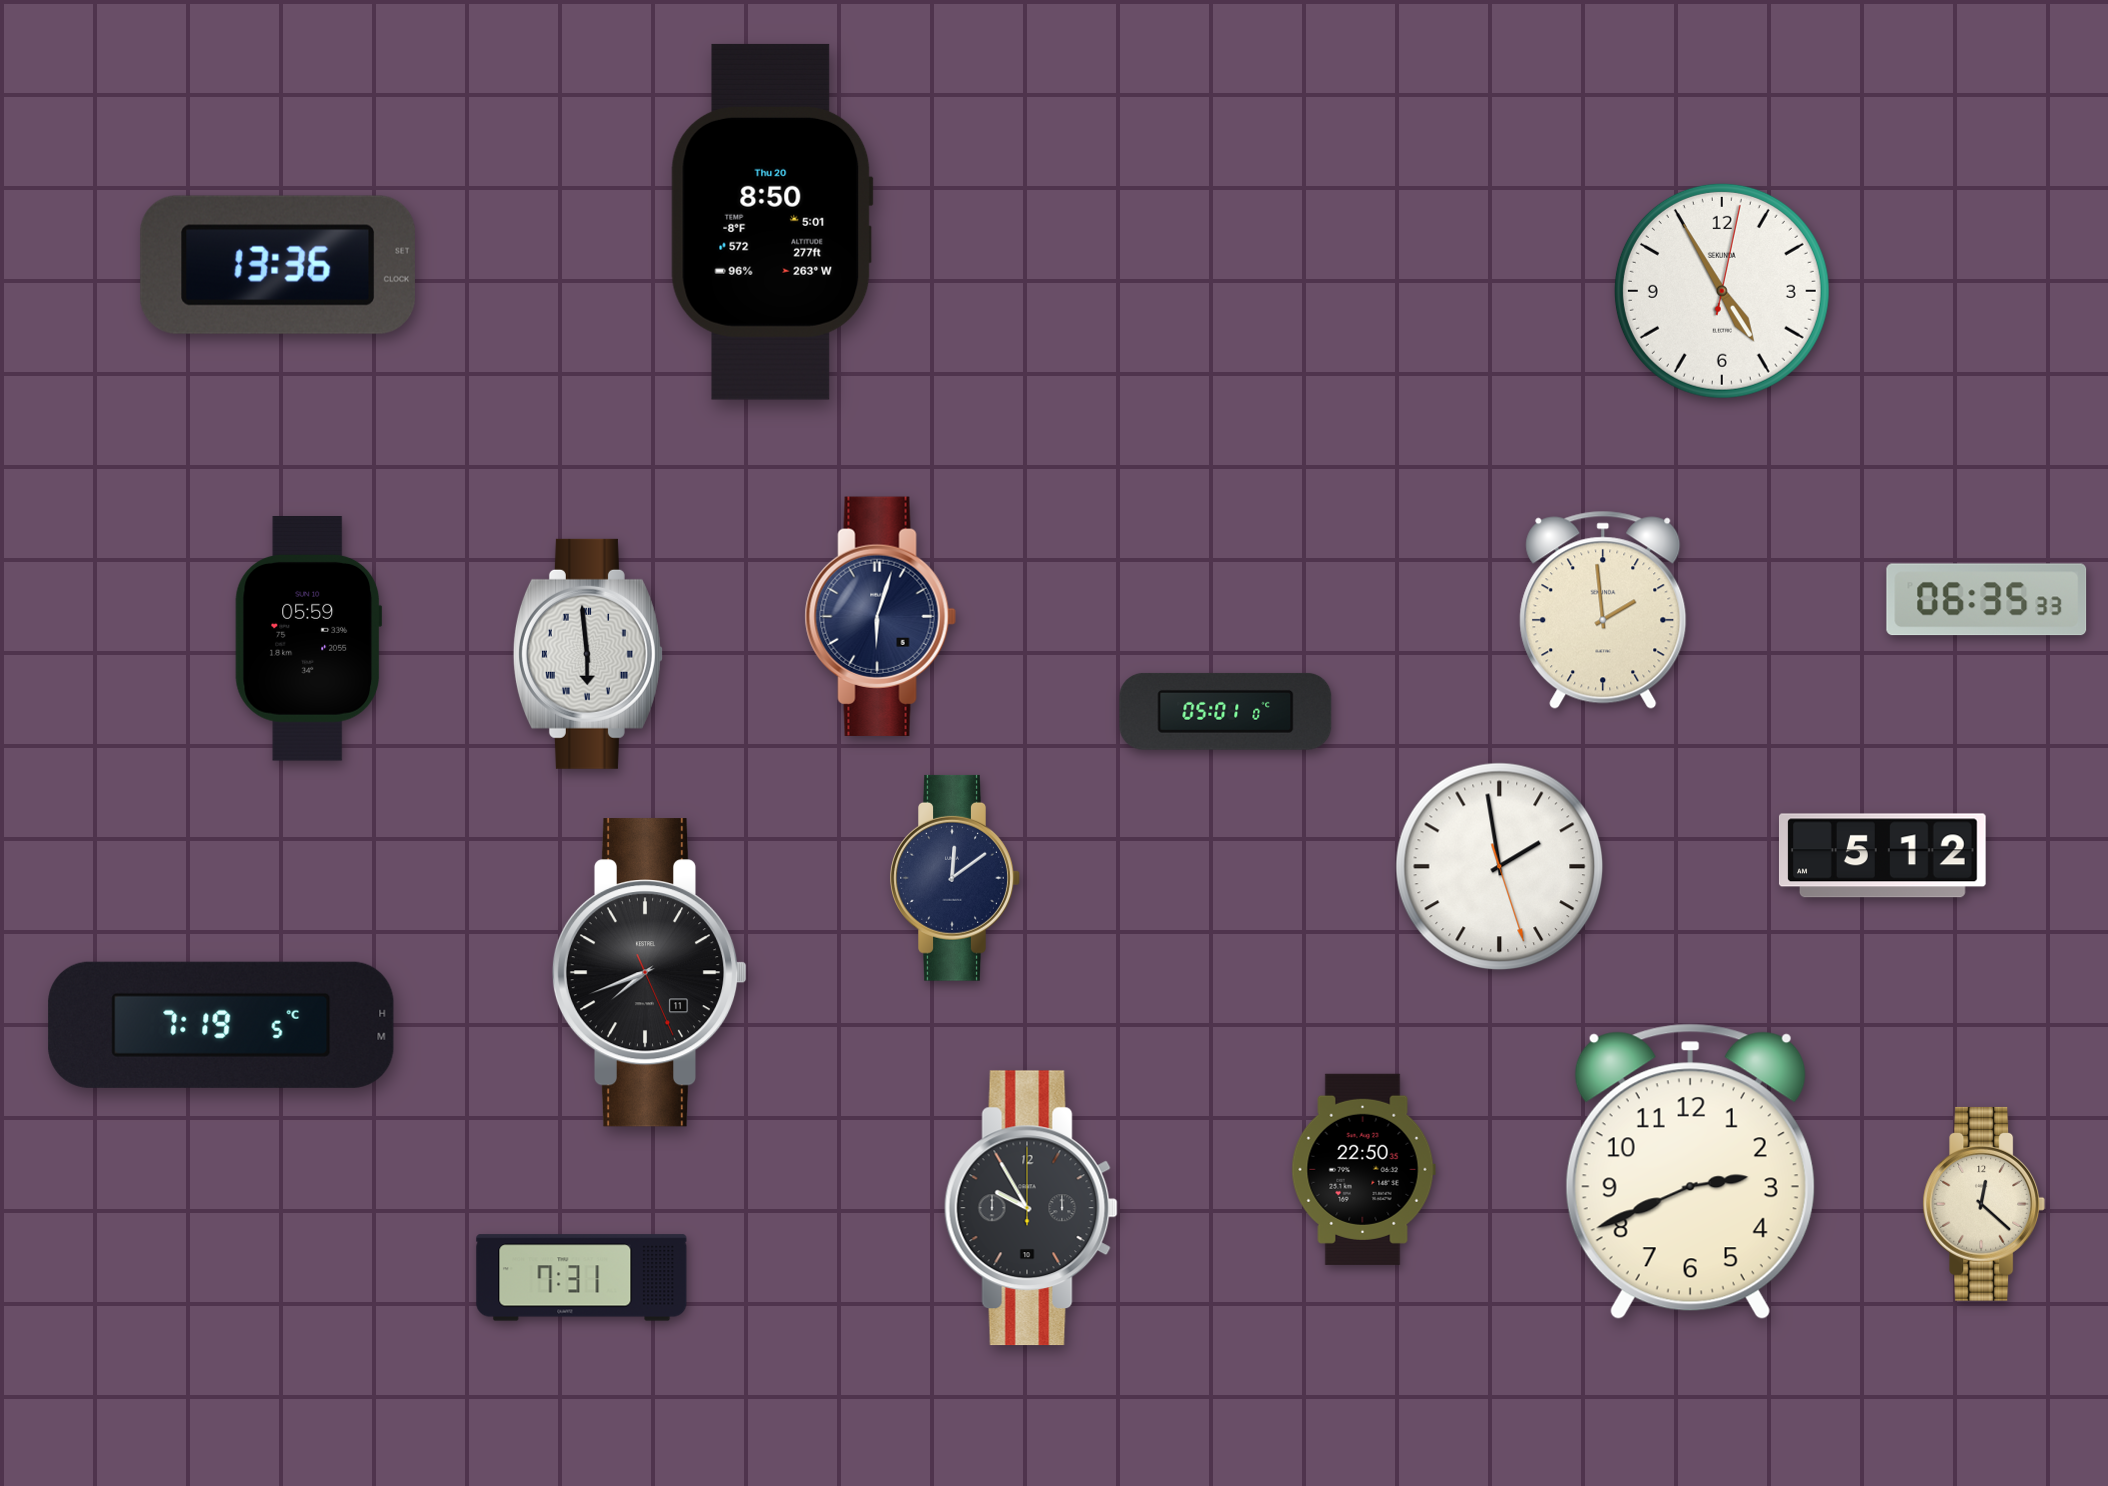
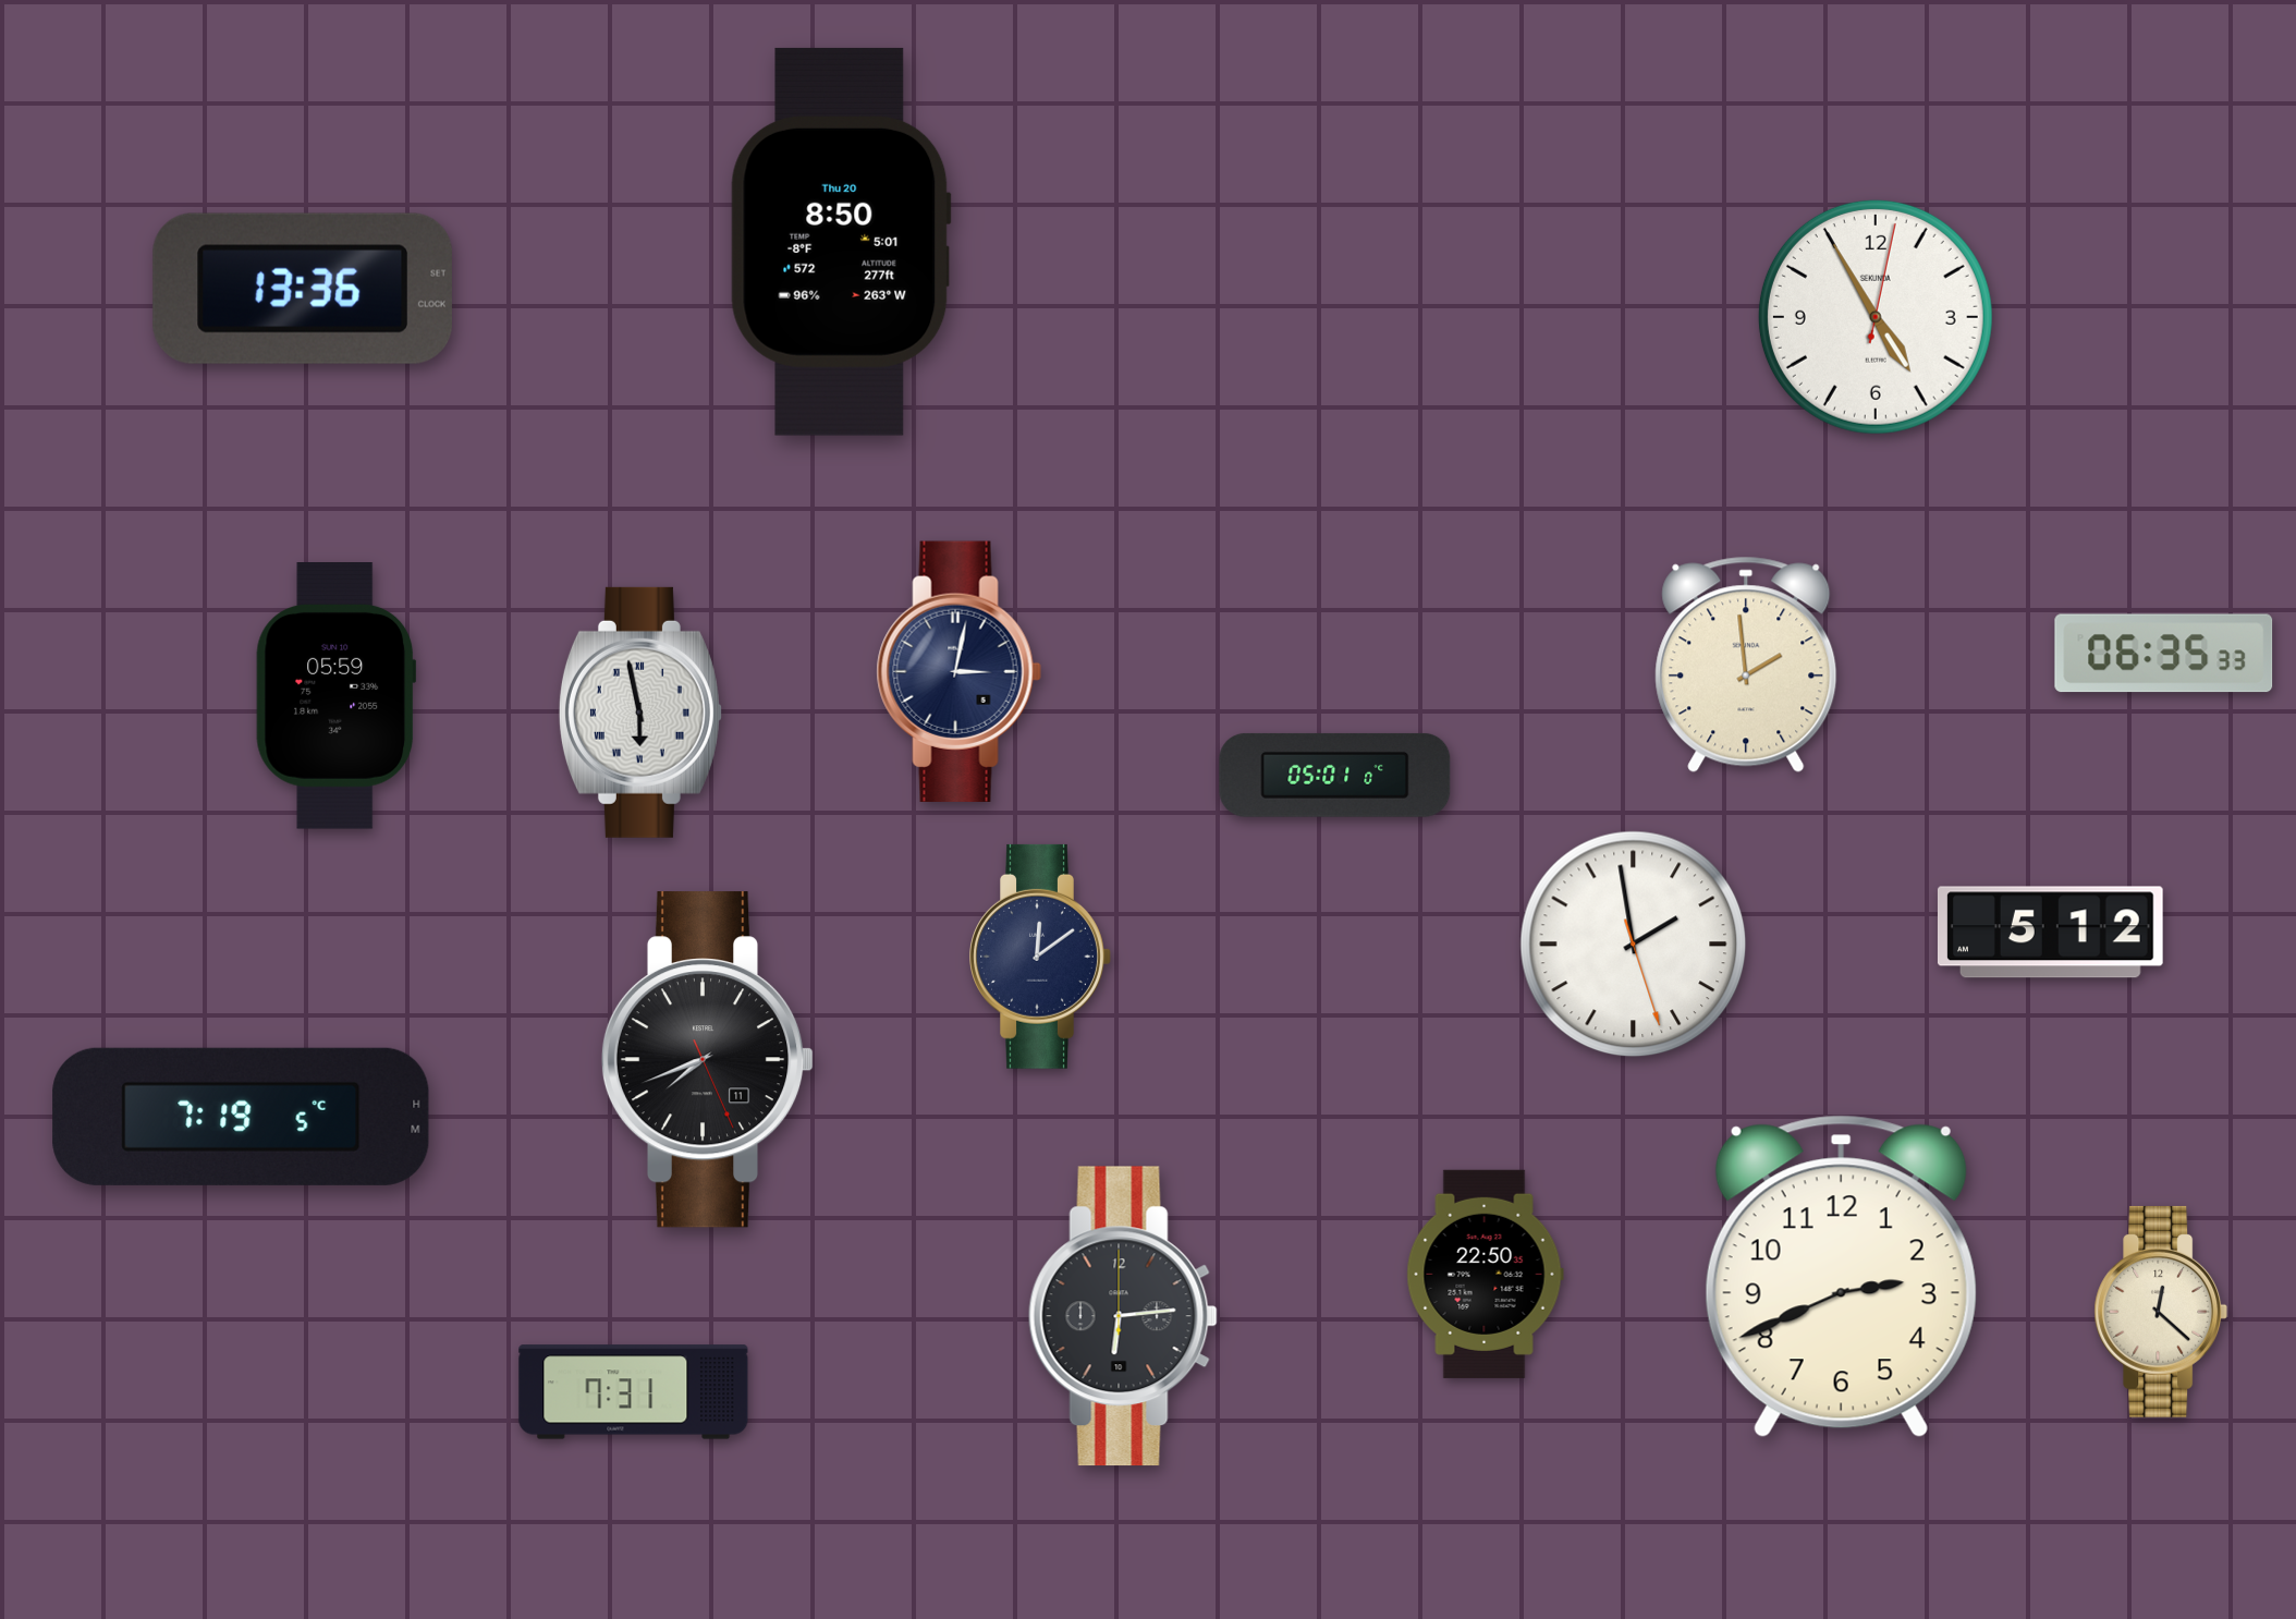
clock at (880, 616): 6:03 -> 3:02
clock at (588, 654): 5:59 -> 5:58
clock at (1031, 1208): 9:55 -> 6:14
